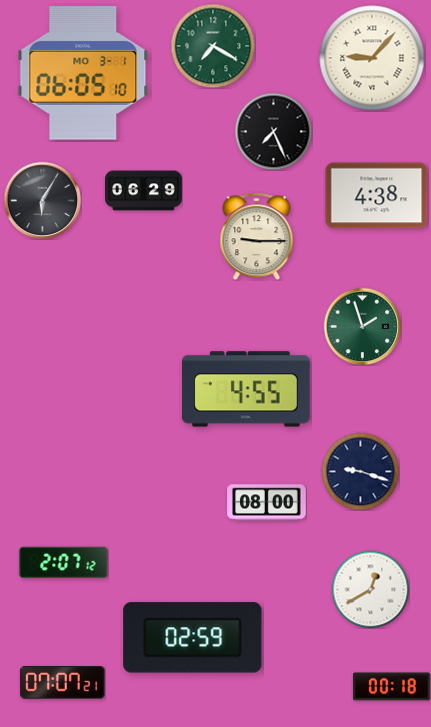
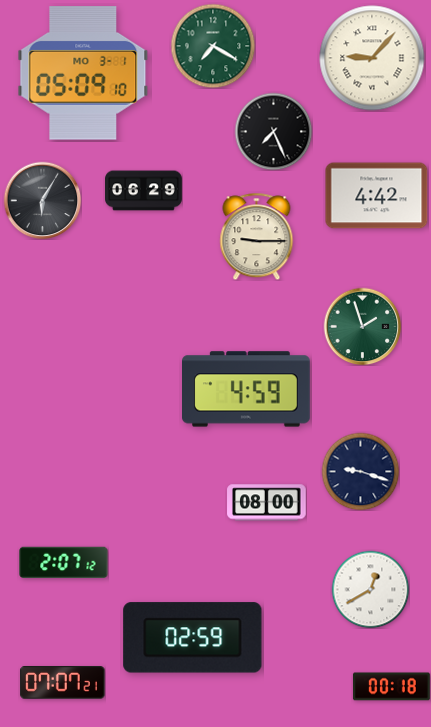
clock at (83, 73): 06:05 -> 05:09
clock at (377, 196): 4:38 -> 4:42
clock at (247, 389): 4:55 -> 4:59
